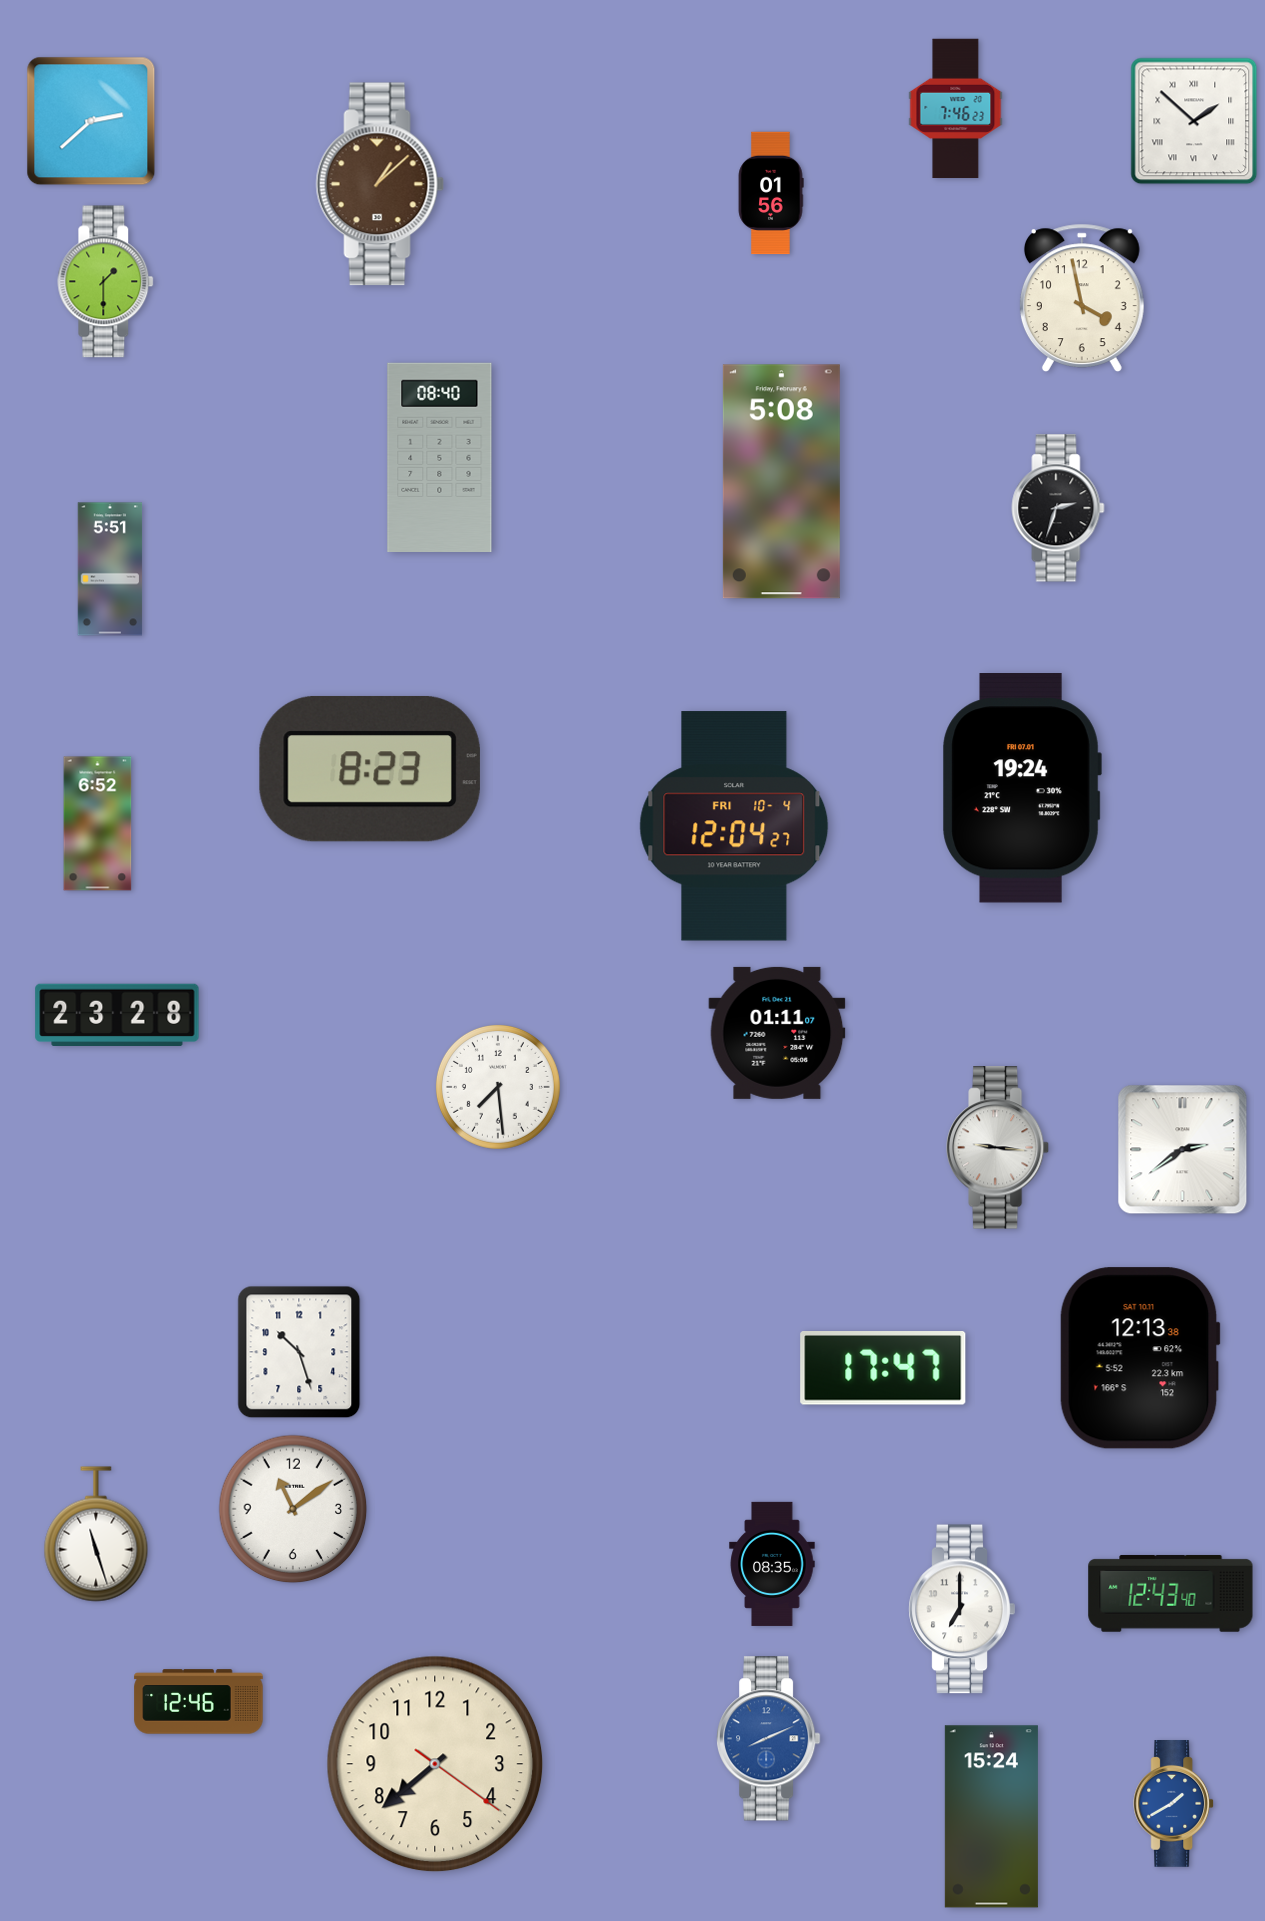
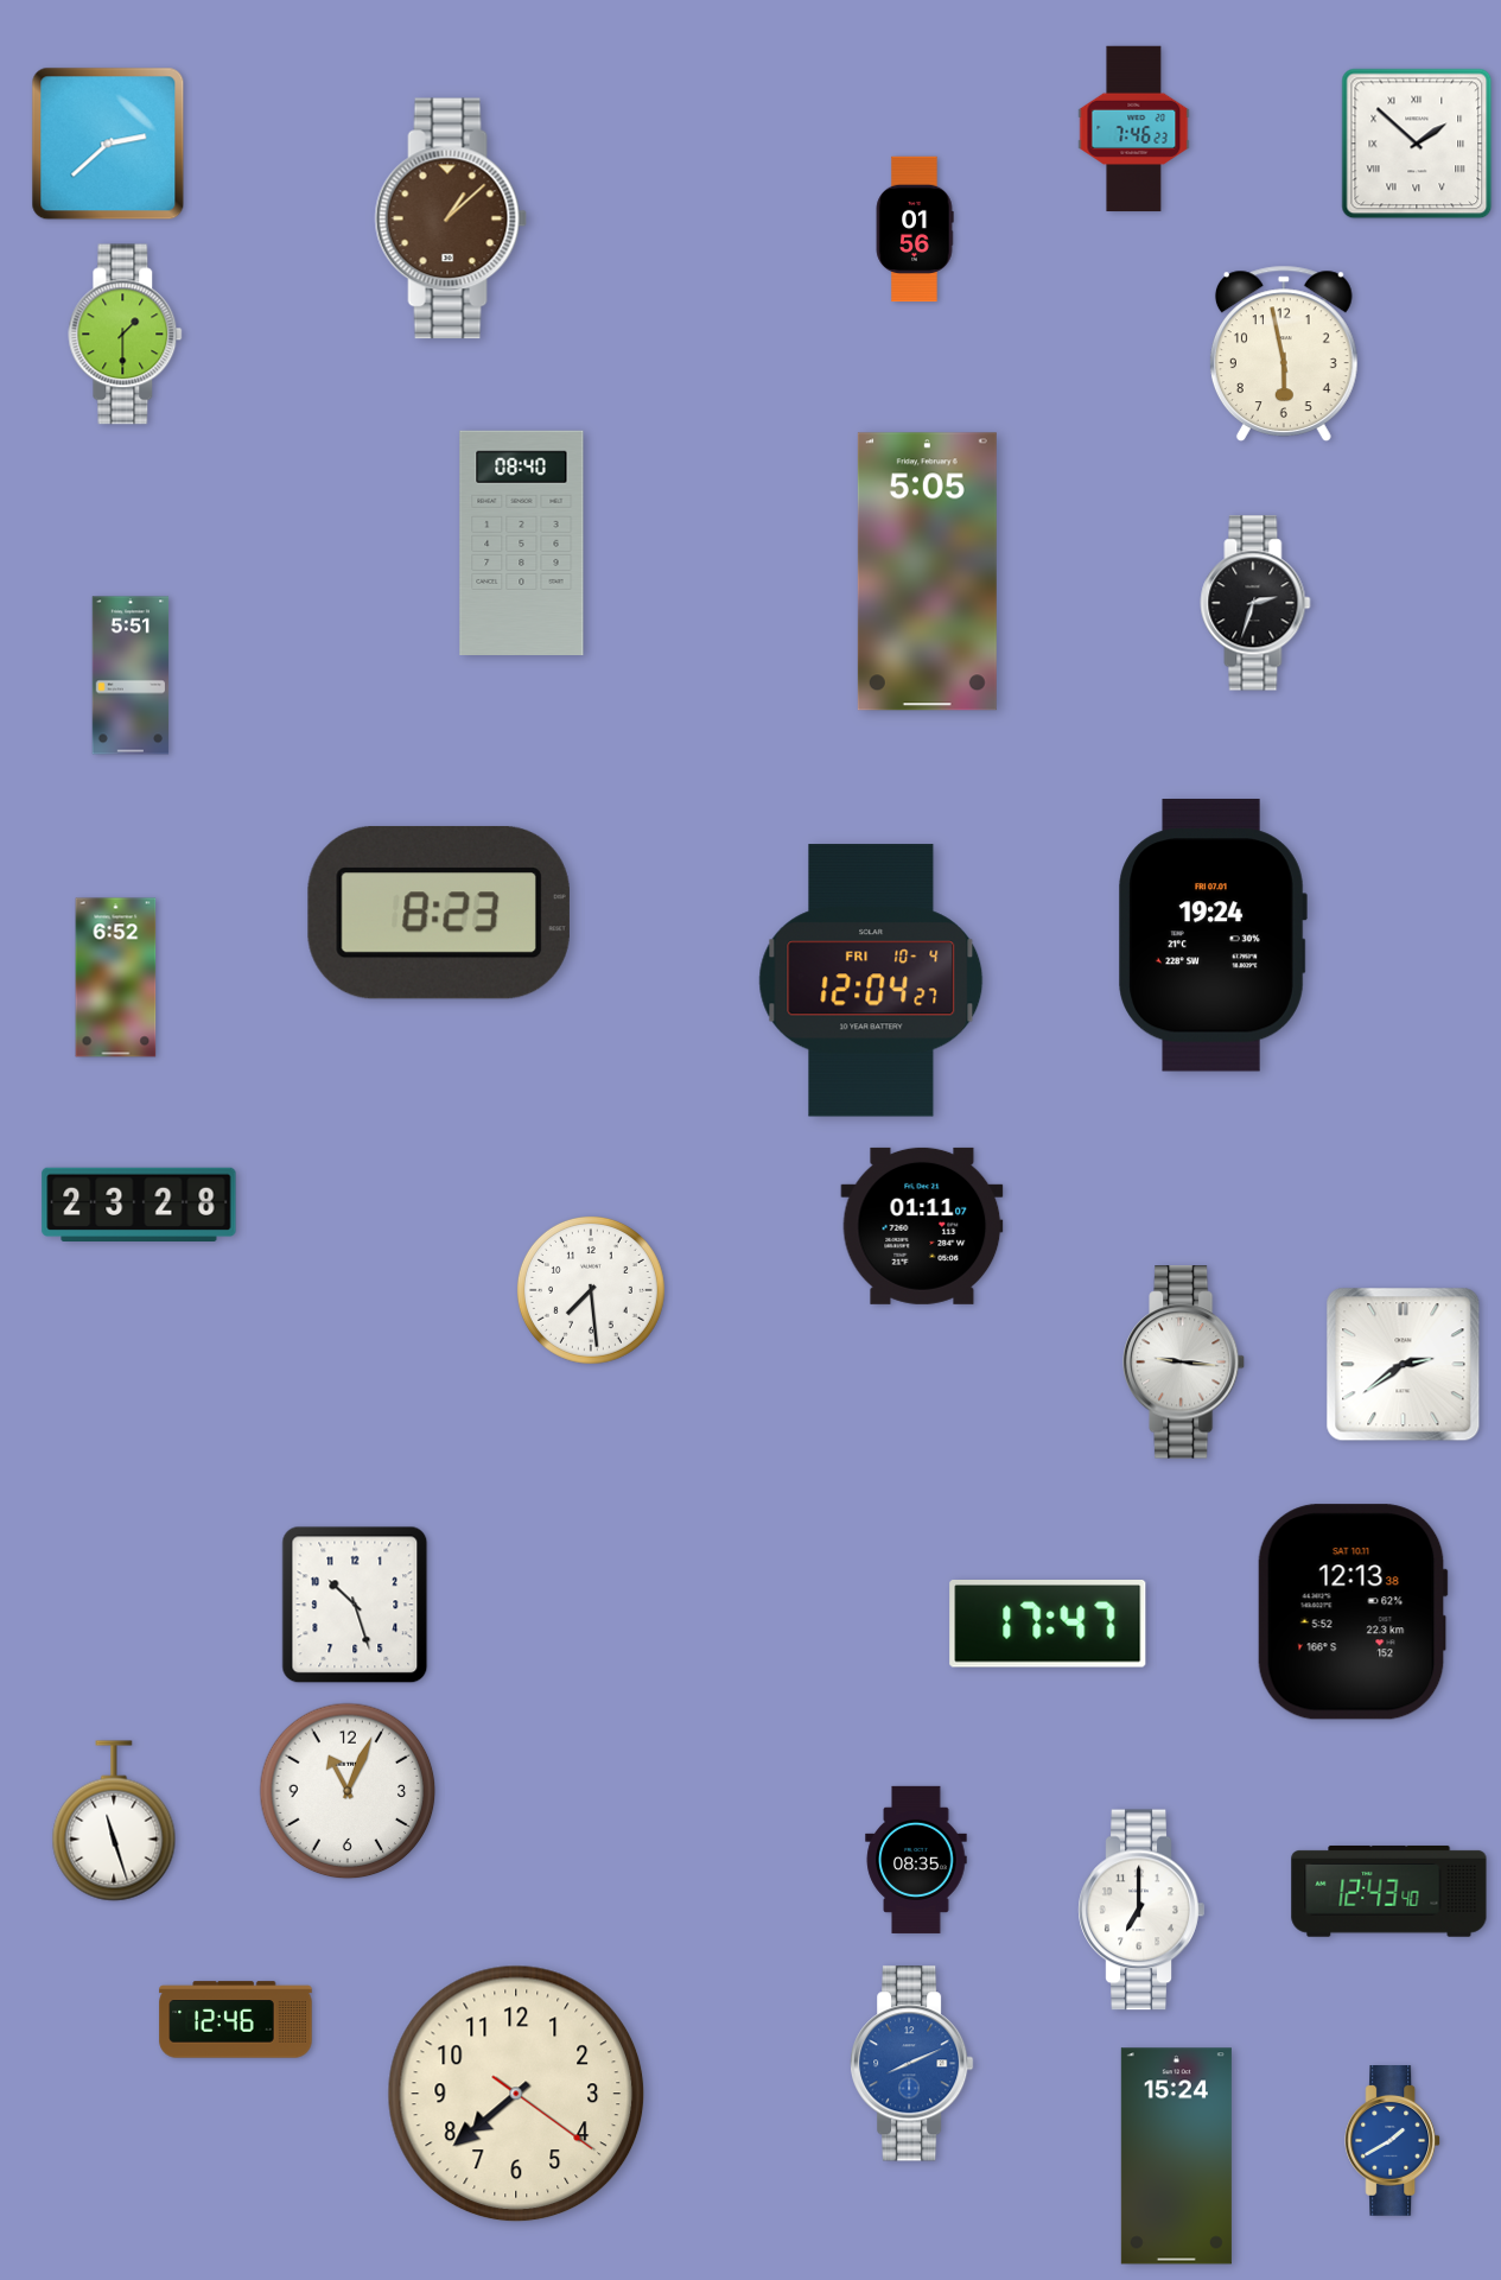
clock at (1082, 297): 3:58 -> 5:58
clock at (781, 482): 5:08 -> 5:05
clock at (293, 1509): 11:09 -> 11:04
clock at (772, 1564) position: (772, 1564) -> (916, 1860)
